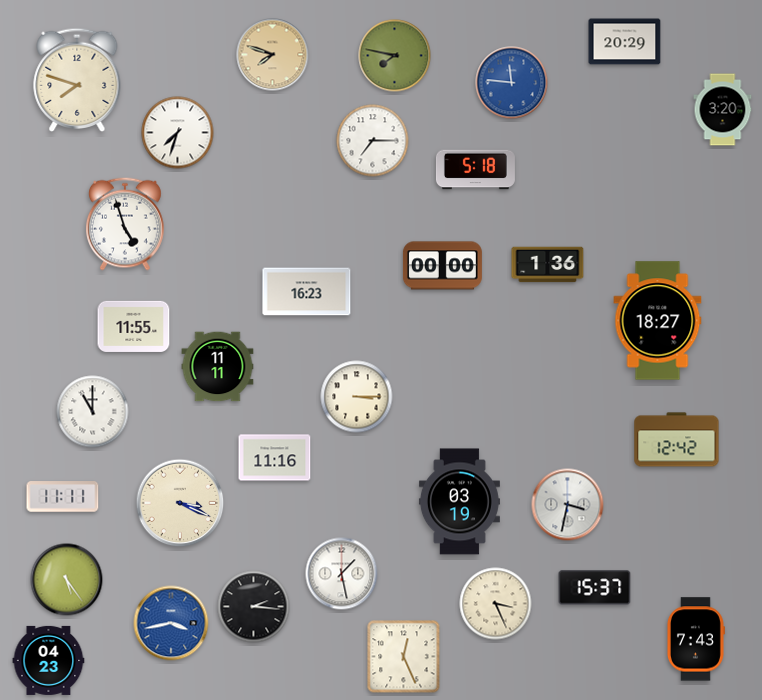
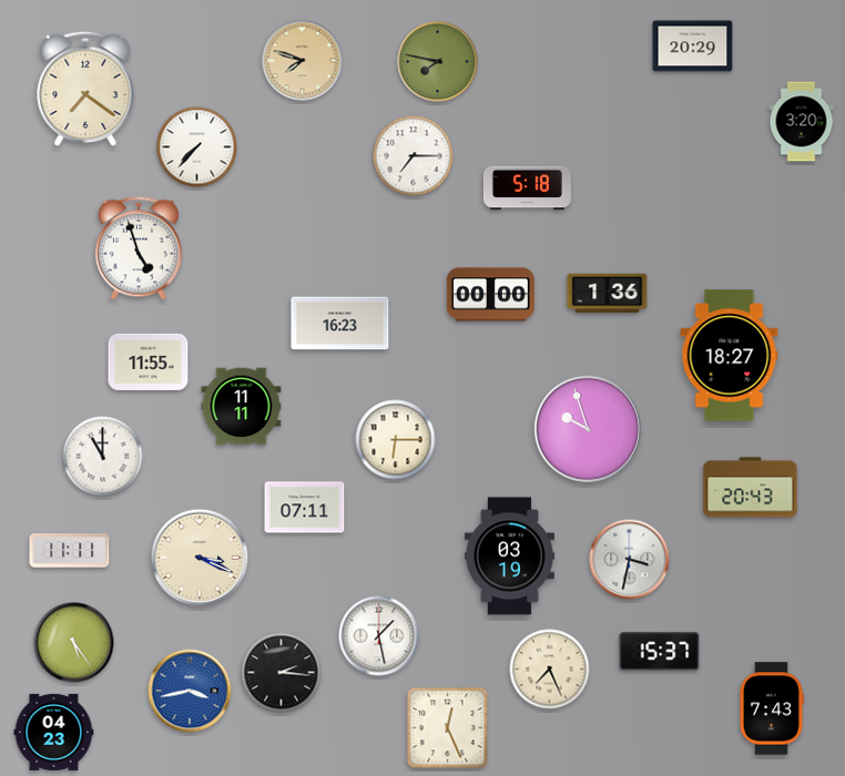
clock at (77, 80): 7:48 -> 7:21
clock at (512, 83): 11:46 -> none
clock at (178, 133): 7:33 -> 7:37
clock at (588, 429): none -> 9:57
clock at (357, 397): 3:15 -> 6:15
clock at (677, 440): 12:42 -> 20:43
clock at (275, 458): 11:16 -> 07:11
clock at (496, 604): 3:26 -> 7:26
